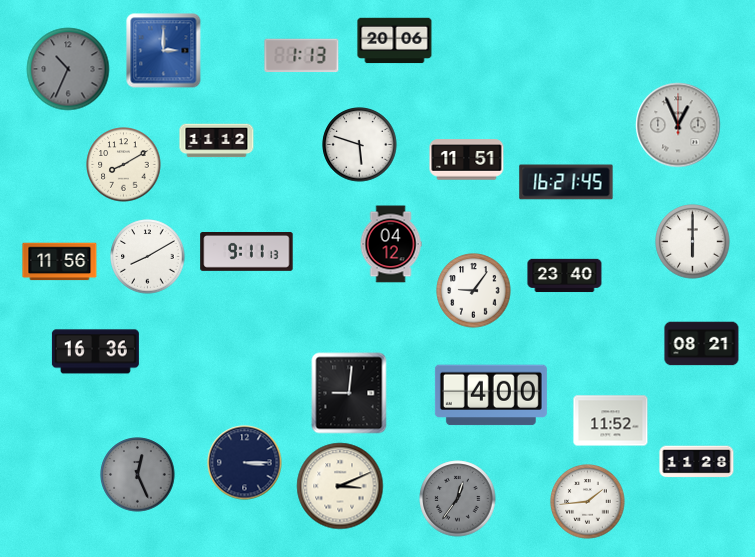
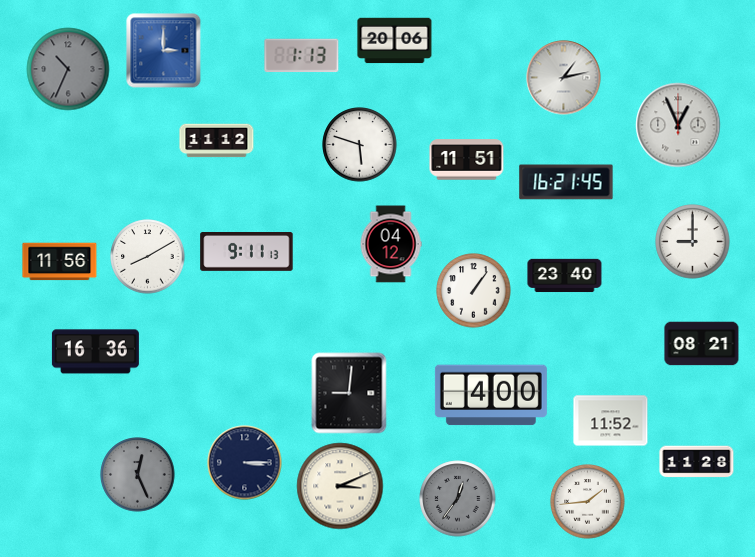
clock at (564, 78): none -> 1:13
clock at (124, 165): 8:10 -> none
clock at (693, 242): 6:00 -> 9:00
clock at (474, 291): 9:06 -> 1:06
